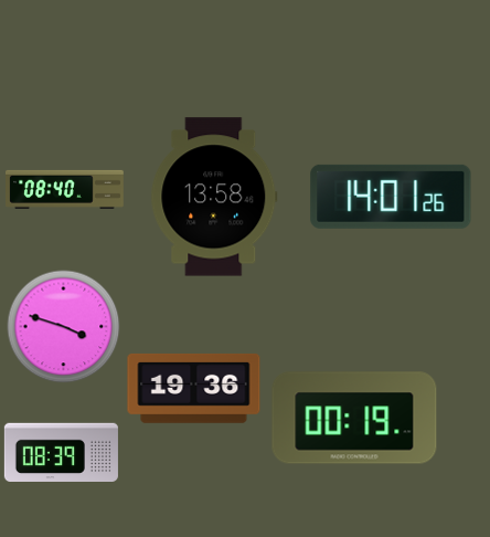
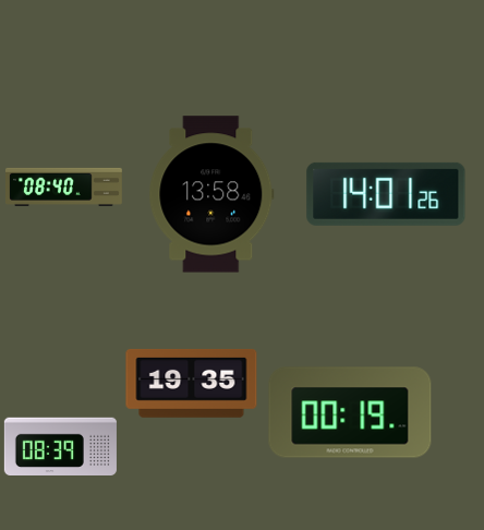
clock at (64, 327): 3:48 -> none
clock at (194, 388): 19:36 -> 19:35
